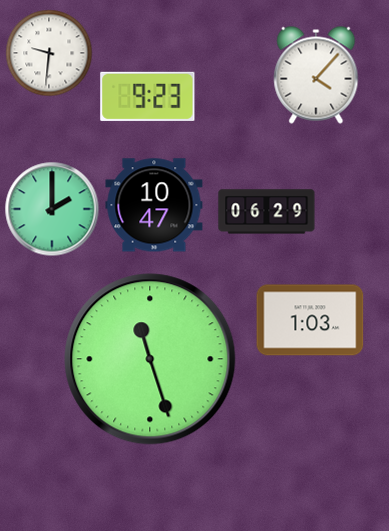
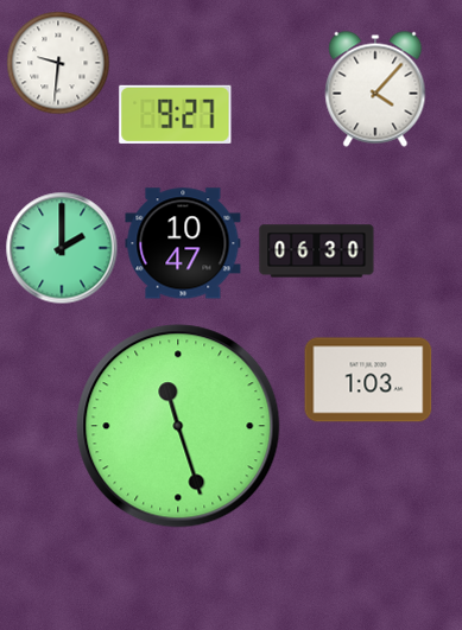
clock at (148, 96): 9:23 -> 9:27
clock at (267, 212): 06:29 -> 06:30
